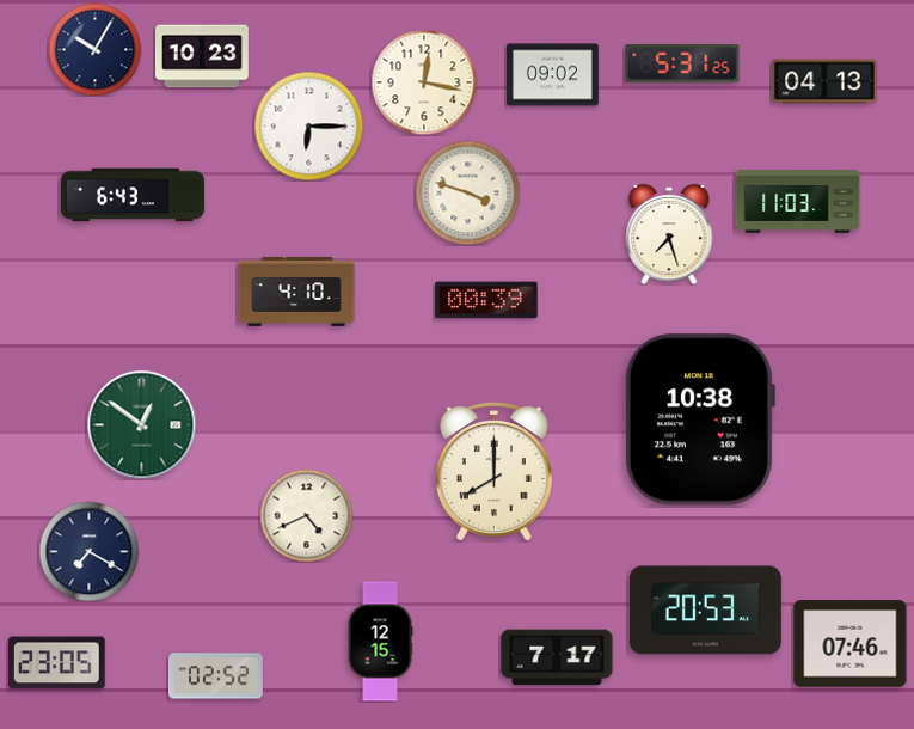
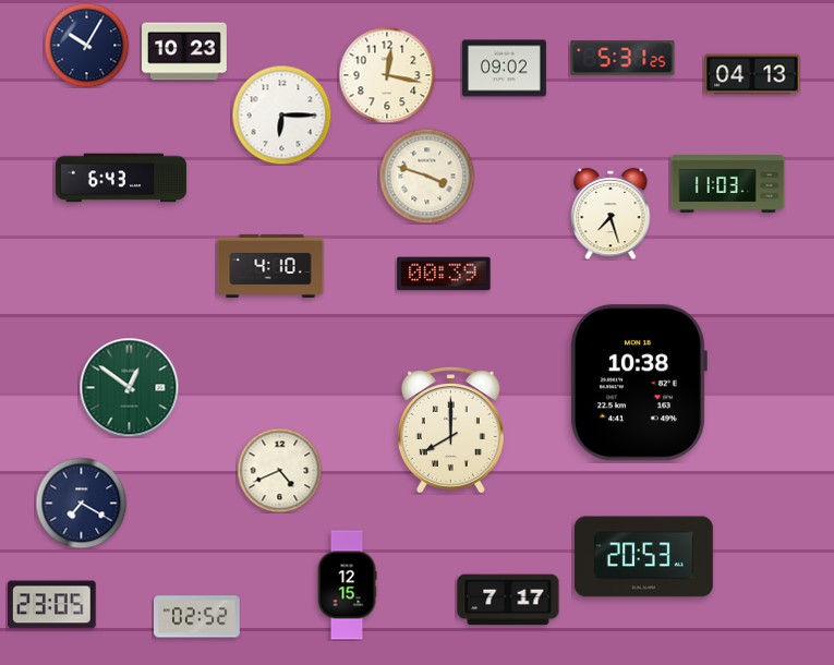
clock at (851, 644): 07:46 -> none
